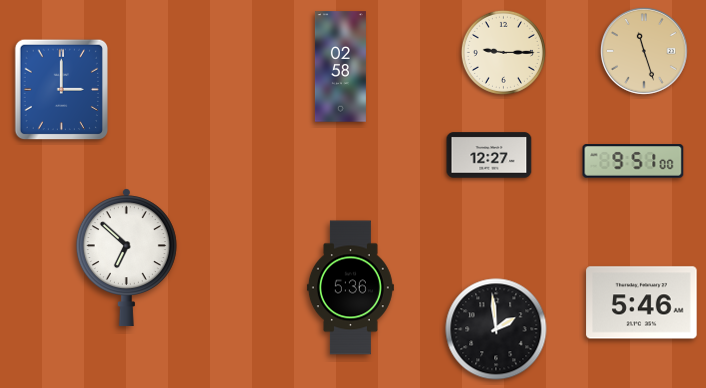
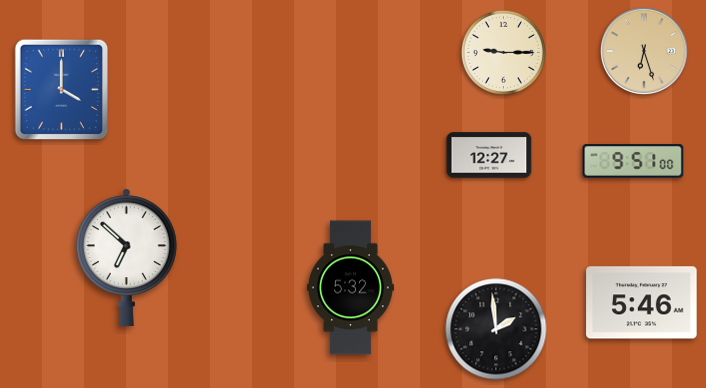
clock at (644, 51): 11:27 -> 6:27
clock at (340, 67): 02:58 -> none
clock at (61, 90): 3:00 -> 4:00
clock at (350, 288): 5:36 -> 5:32
